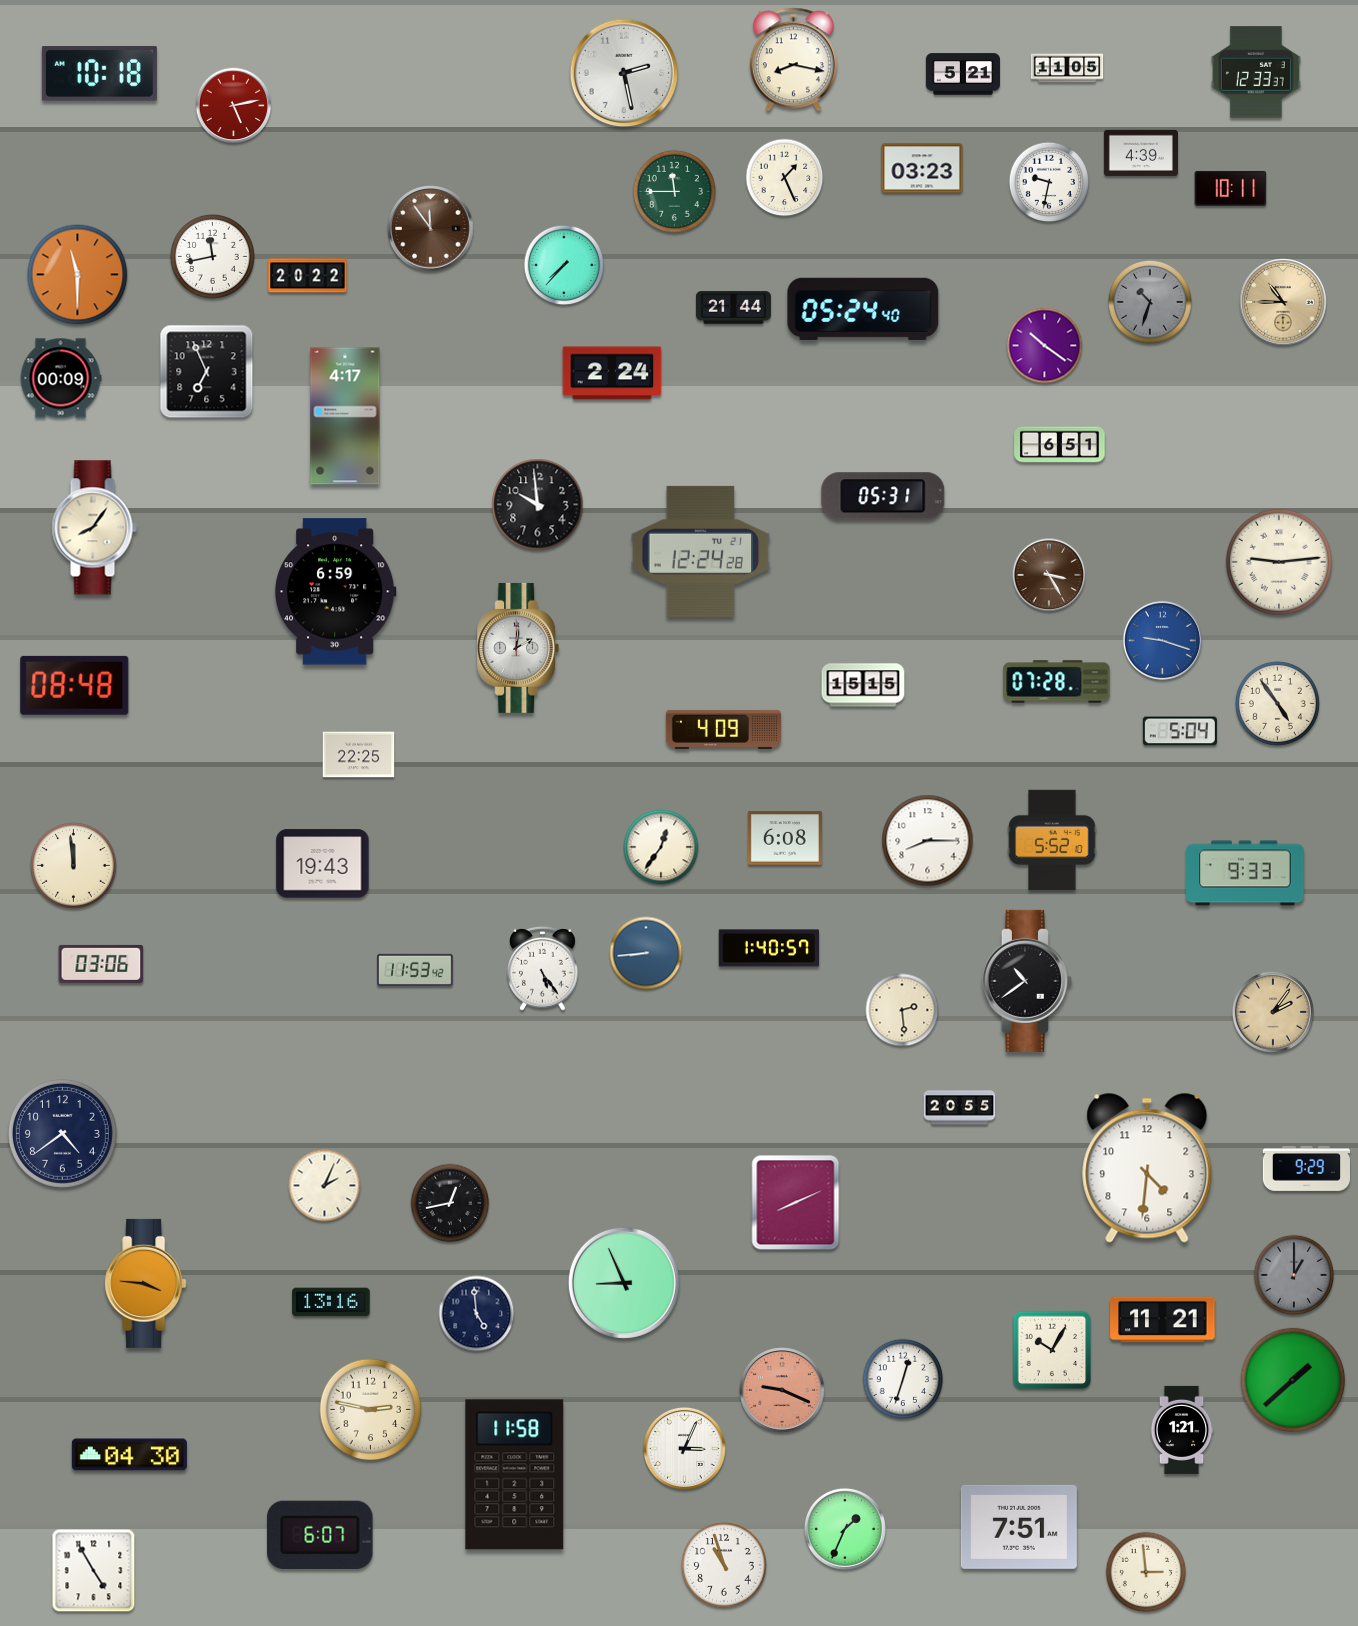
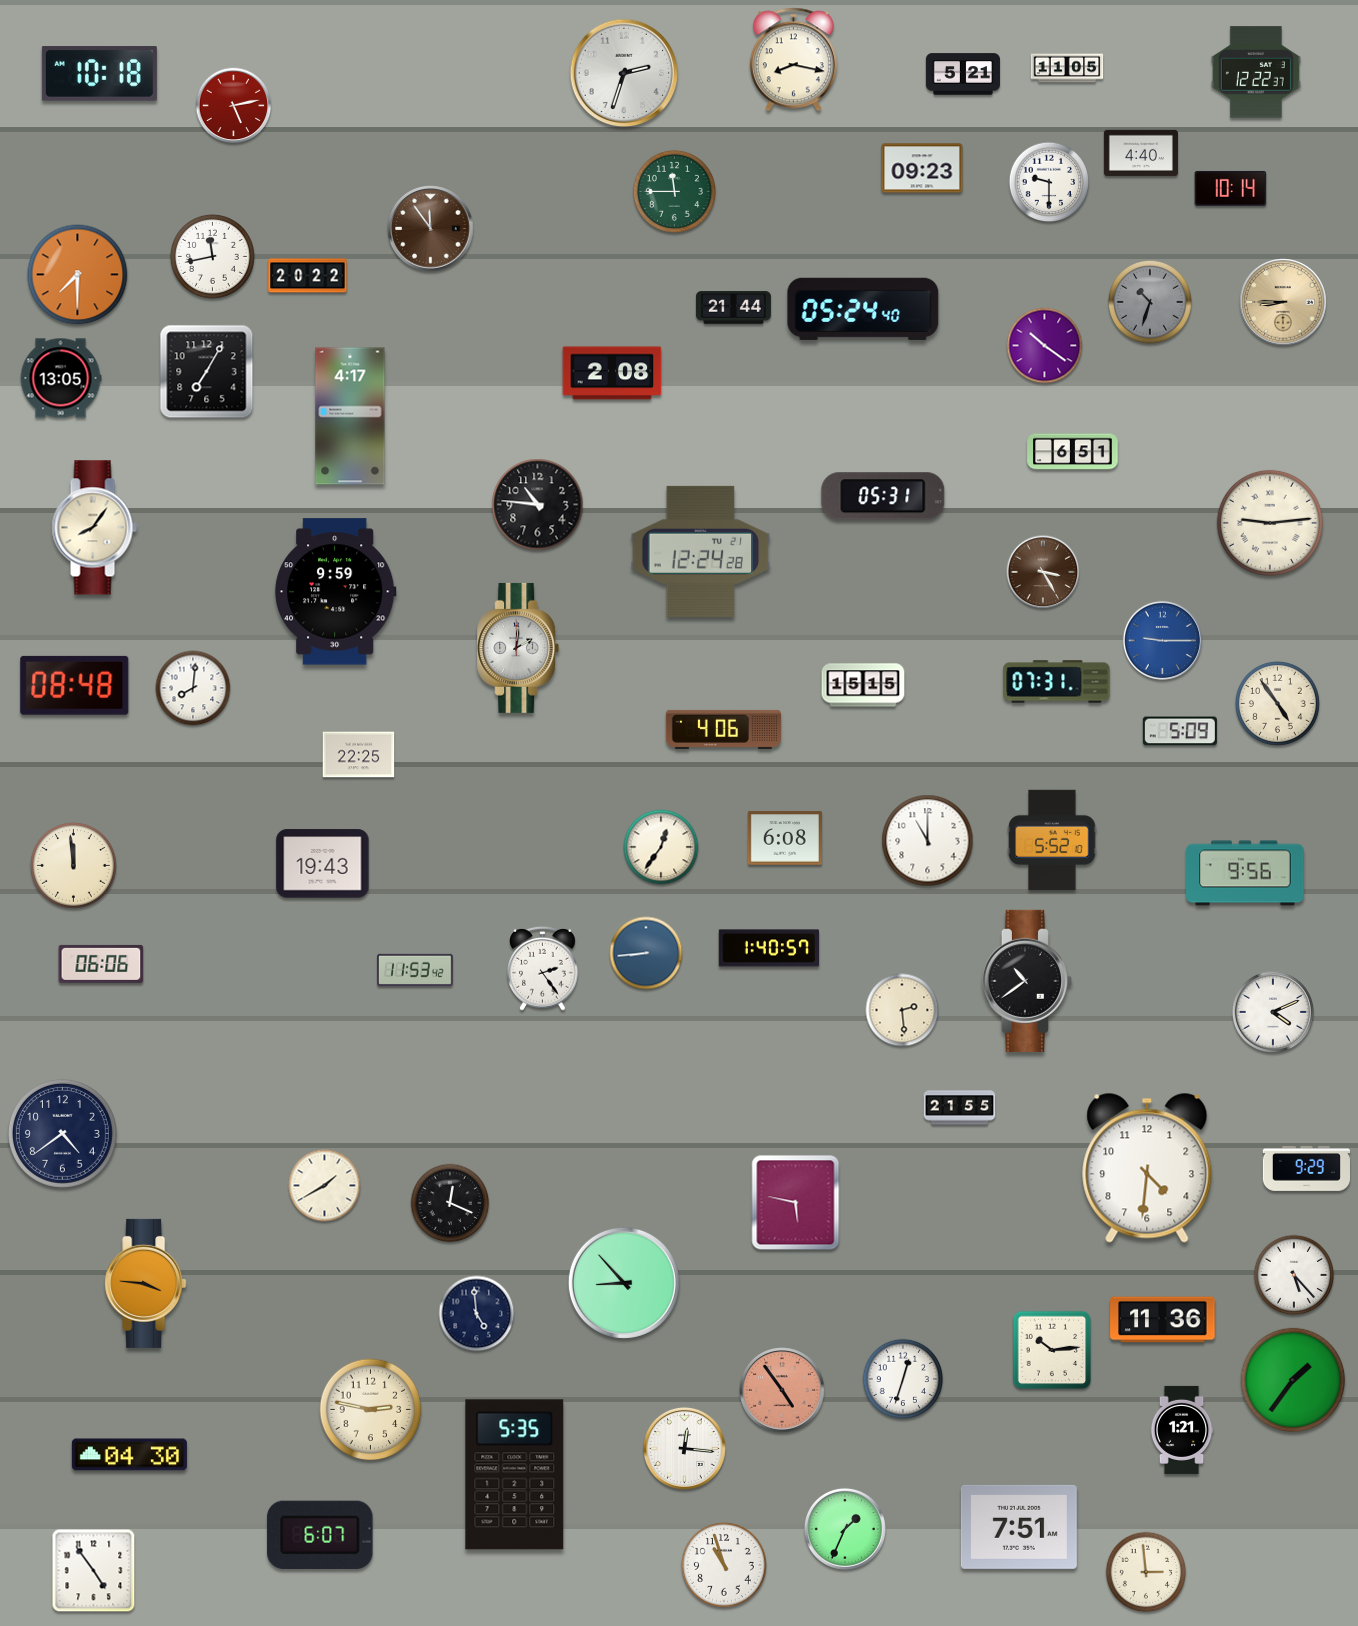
clock at (1256, 72): 12:33 -> 12:22
clock at (624, 73): 2:28 -> 2:33
clock at (1141, 153): 4:39 -> 4:40
clock at (922, 168): 03:23 -> 09:23
clock at (785, 178): 1:26 -> none
clock at (1049, 182): 9:32 -> 9:30
clock at (1231, 188): 10:11 -> 10:14
clock at (564, 265): 7:37 -> none
clock at (78, 275): 11:30 -> 7:30
clock at (1283, 302): 10:45 -> 8:45
clock at (207, 372): 6:56 -> 7:05
clock at (612, 373): 2:24 -> 2:08
clock at (61, 378): 00:09 -> 13:05
clock at (345, 416) position: (345, 416) -> (350, 416)
clock at (1060, 445) position: (1060, 445) -> (1073, 452)
clock at (538, 505): 9:59 -> 10:46
clock at (1279, 562) position: (1279, 562) -> (1270, 523)
clock at (1049, 575) position: (1049, 575) -> (1043, 572)
clock at (335, 592): 6:59 -> 9:59
clock at (1162, 640): 9:18 -> 9:15
clock at (1057, 682): 07:28 -> 07:31
clock at (193, 688): none -> 8:01
clock at (723, 729): 4:09 -> 4:06
clock at (1180, 731): 5:04 -> 5:09
clock at (928, 841): 8:15 -> 11:00
clock at (1245, 873): 9:33 -> 9:56
clock at (101, 964): 03:06 -> 06:06
clock at (543, 968): 5:24 -> 2:24
clock at (1273, 1012): 2:06 -> 4:11
clock at (1273, 1012) dial: champagne -> white
clock at (960, 1108): 20:55 -> 21:55
clock at (325, 1186): 2:04 -> 1:40
clock at (450, 1203): 12:43 -> 12:19
clock at (796, 1203): 8:11 -> 5:47
clock at (1294, 1275): 1:00 -> 5:23
clock at (1294, 1275) dial: grey -> white
clock at (624, 1283): 8:56 -> 8:53
clock at (331, 1302): 13:16 -> none
clock at (1163, 1320): 11:21 -> 11:36
clock at (1052, 1350): 10:05 -> 10:14
clock at (1293, 1380): 1:38 -> 1:36
clock at (782, 1390): 9:19 -> 4:54
clock at (684, 1448): 3:04 -> 12:16
clock at (515, 1475): 11:58 -> 5:35
clock at (94, 1571): 4:55 -> 4:54
